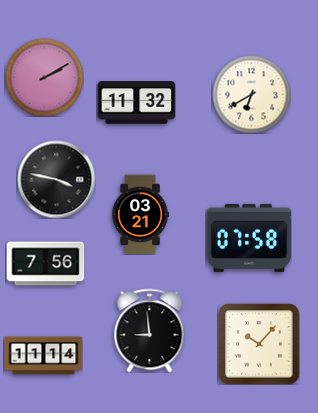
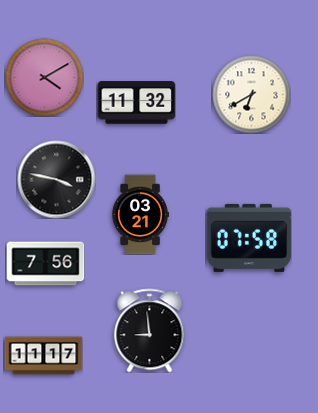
clock at (44, 77): 2:10 -> 4:10
clock at (259, 344): 10:07 -> none
clock at (43, 356): 11:14 -> 11:17
